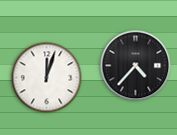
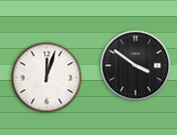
clock at (136, 66): 4:37 -> 3:51
